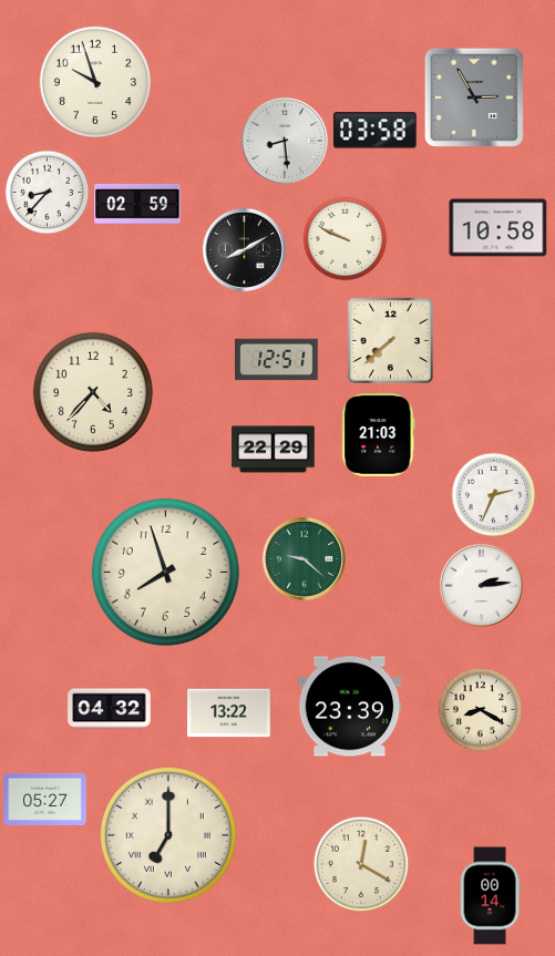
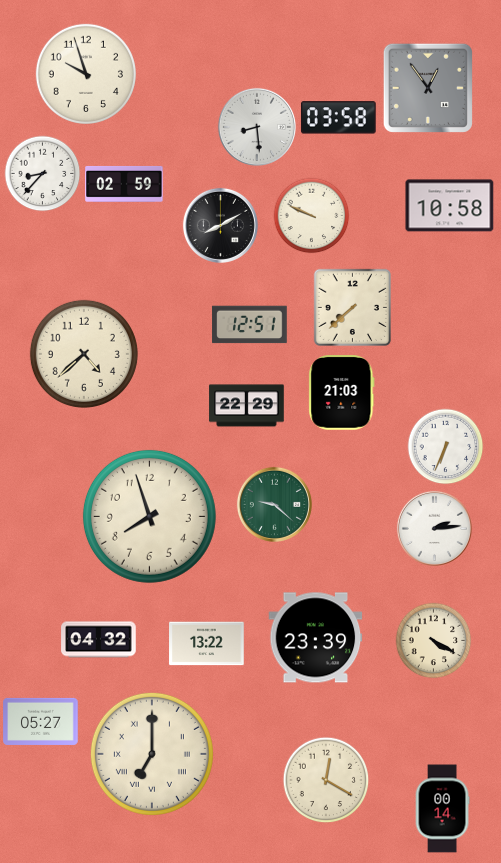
clock at (474, 97): 2:55 -> 12:54
clock at (93, 392): 4:37 -> 4:38
clock at (494, 495): 2:34 -> 6:34
clock at (481, 710): 8:20 -> 4:20
